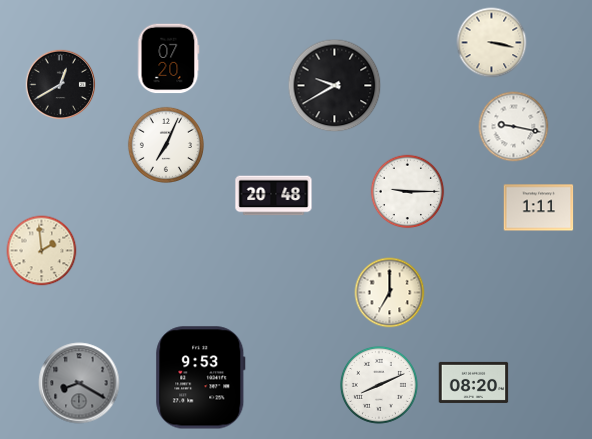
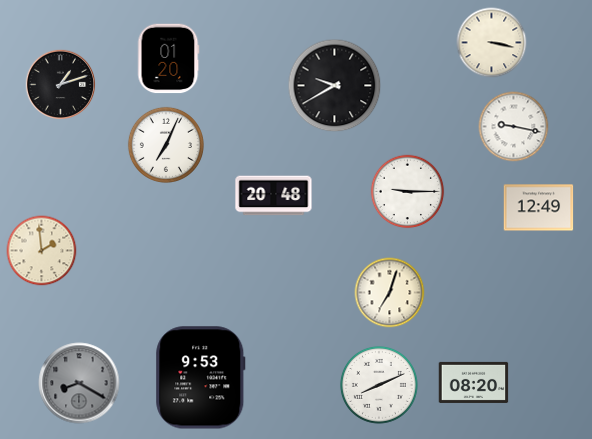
clock at (169, 59): 07:20 -> 01:20
clock at (61, 85): 12:40 -> 1:12
clock at (539, 208): 1:11 -> 12:49
clock at (390, 293): 7:00 -> 7:03
